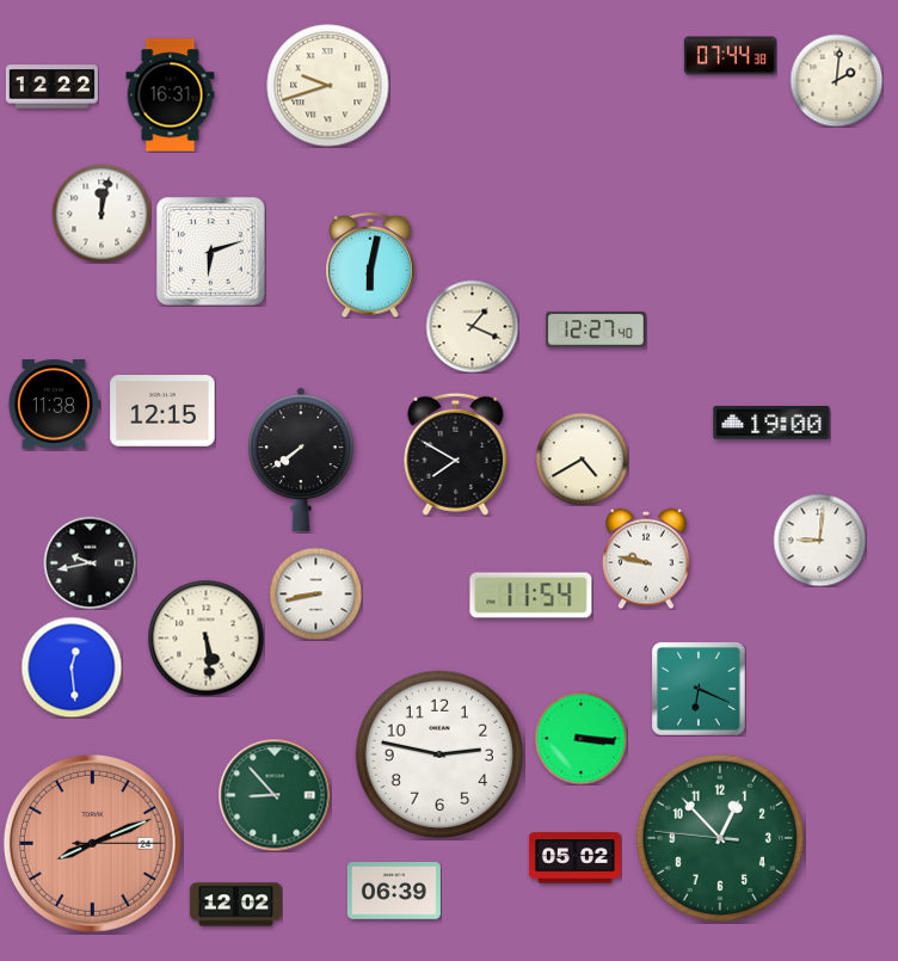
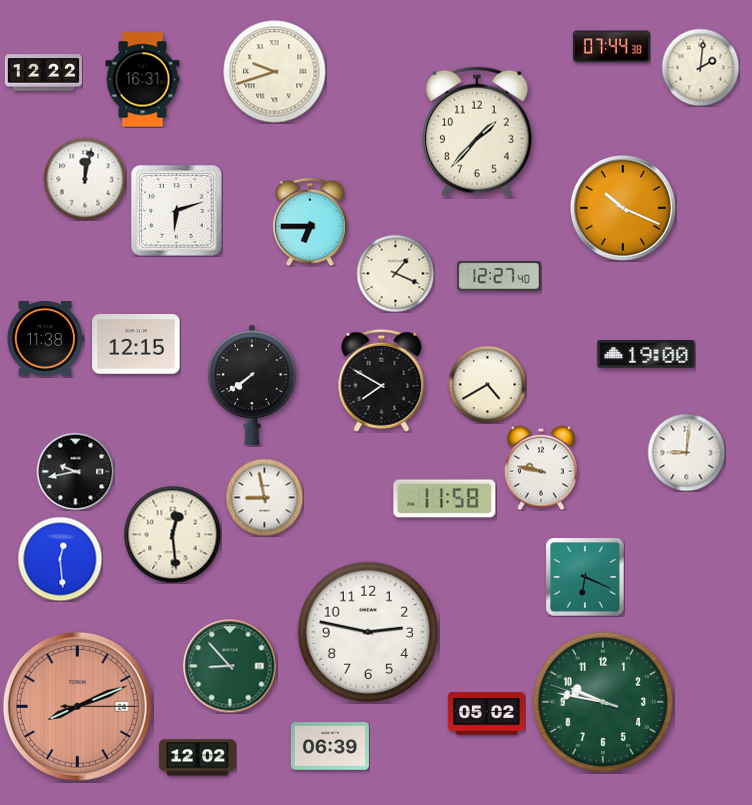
clock at (478, 132): none -> 1:37
clock at (623, 208): none -> 10:19
clock at (370, 265): 6:02 -> 6:45
clock at (315, 593): 8:43 -> 8:58
clock at (531, 596): 11:54 -> 11:58
clock at (205, 637): 5:29 -> 12:29
clock at (580, 738): 3:16 -> none
clock at (719, 837): 12:52 -> 9:46
clock at (574, 858) position: (574, 858) -> (486, 714)
